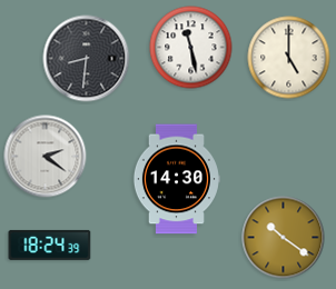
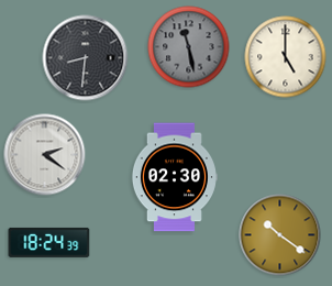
clock at (191, 48) dial: white -> grey
clock at (176, 179): 14:30 -> 02:30
